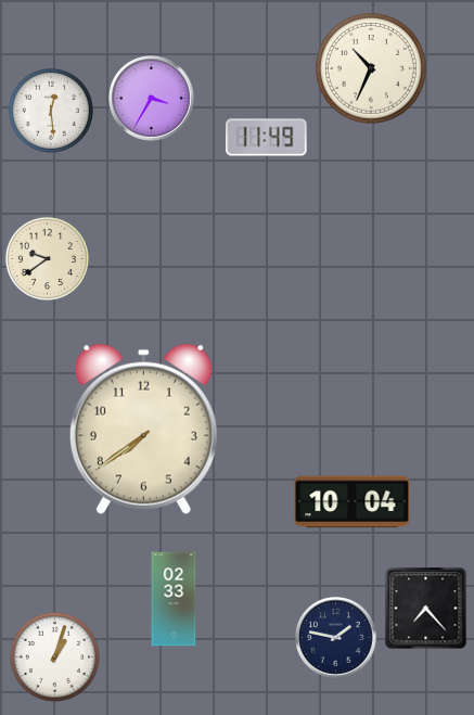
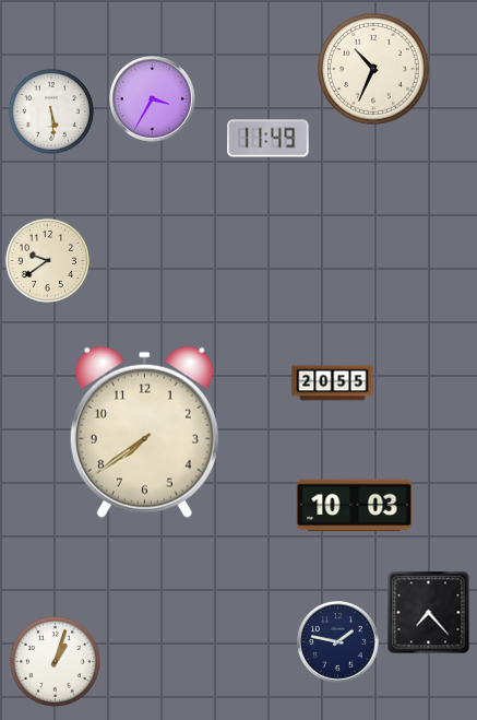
clock at (51, 111): 12:29 -> 5:29
clock at (333, 383): none -> 20:55
clock at (353, 502): 10:04 -> 10:03
clock at (174, 599): 02:33 -> none
